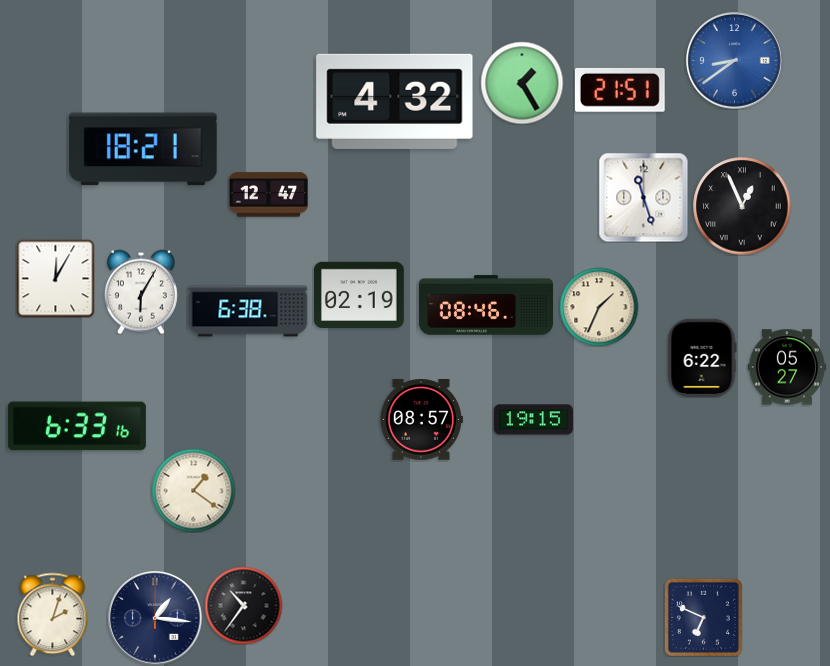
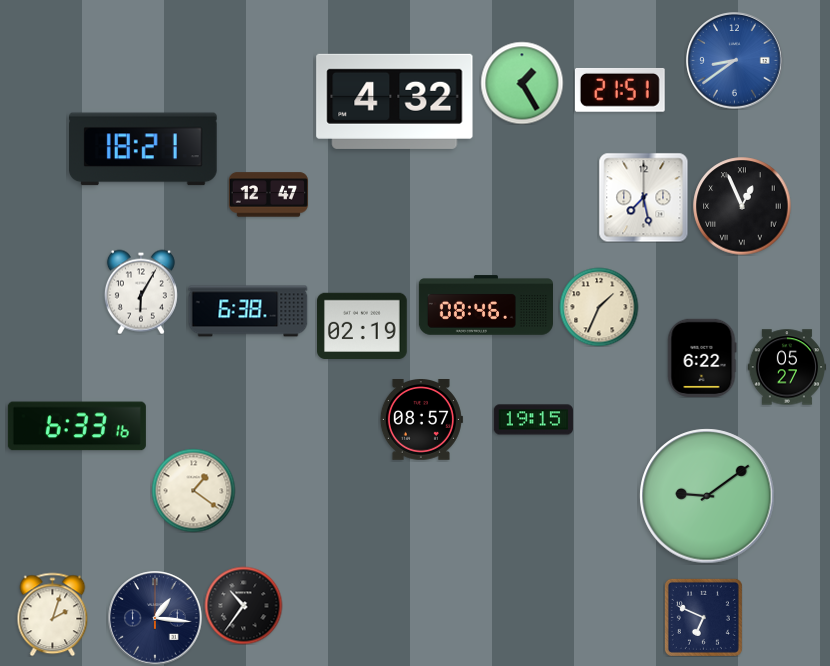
clock at (643, 197): 11:27 -> 7:28
clock at (55, 278): 12:05 -> none
clock at (360, 294) position: (360, 294) -> (363, 325)
clock at (707, 496): none -> 9:09
